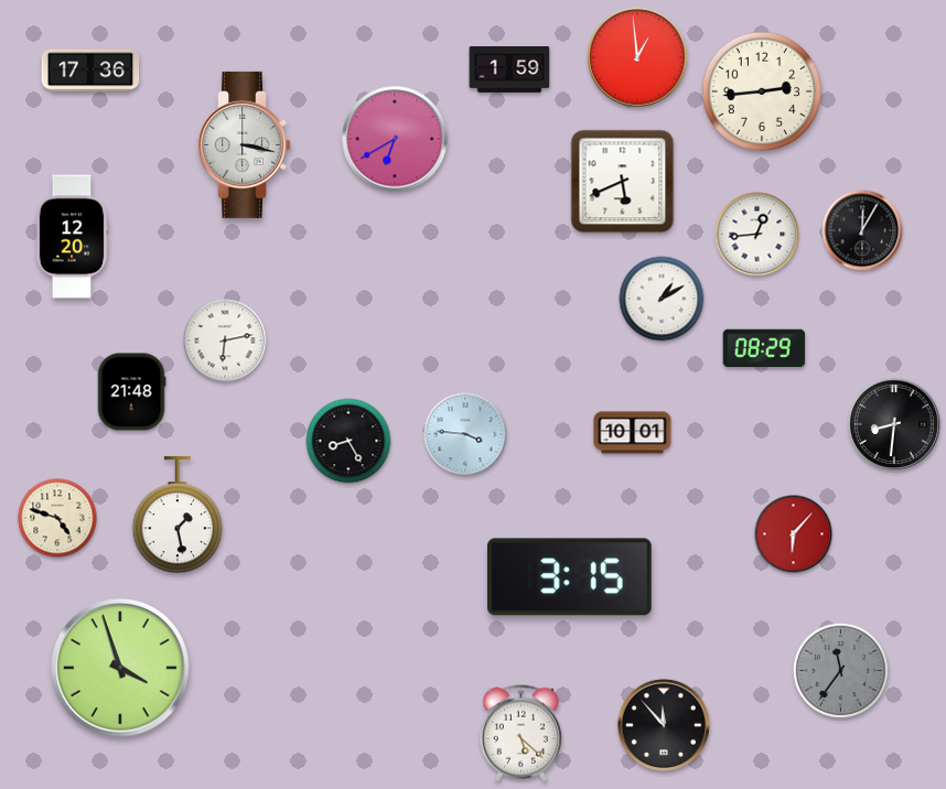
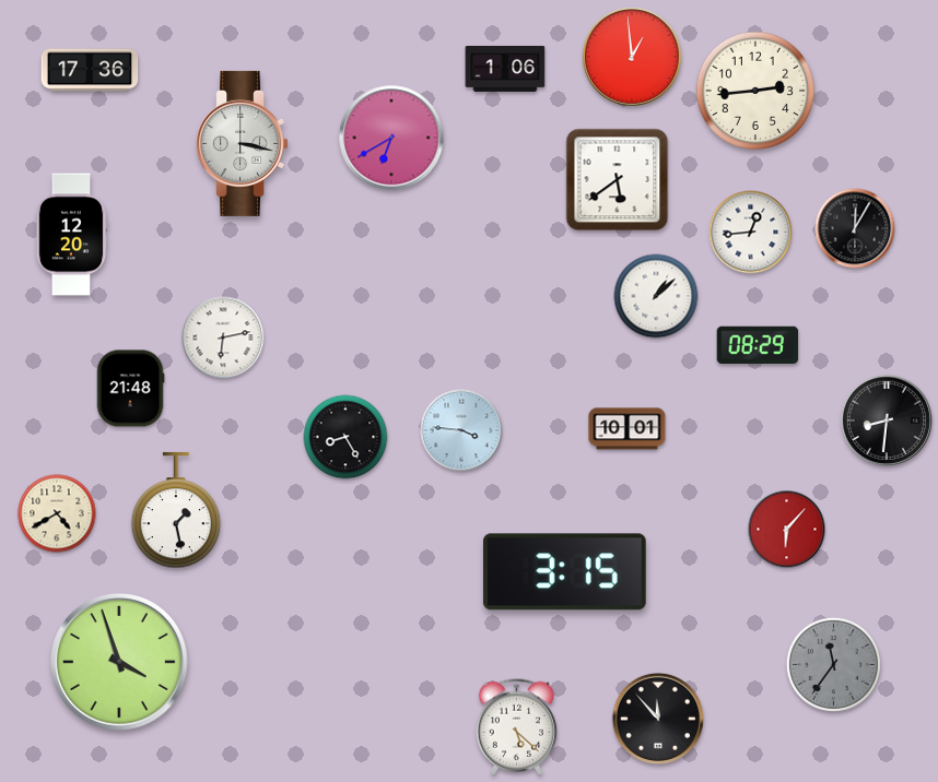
clock at (509, 69): 1:59 -> 1:06
clock at (623, 182): 5:41 -> 5:39
clock at (662, 299): 1:10 -> 1:08
clock at (57, 518): 4:48 -> 4:40
